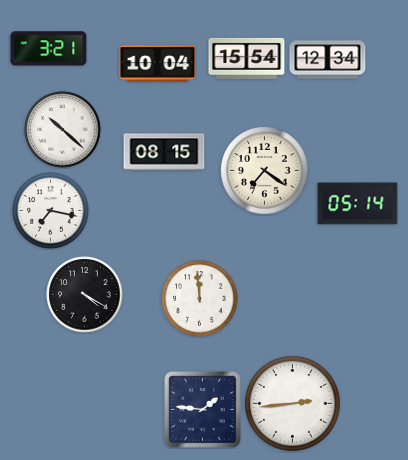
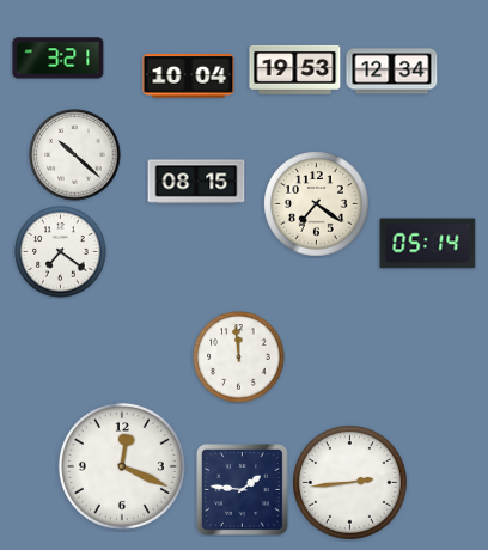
clock at (247, 58): 15:54 -> 19:53
clock at (51, 211): 7:17 -> 7:21
clock at (85, 295): 4:20 -> none
clock at (122, 466): none -> 12:19
